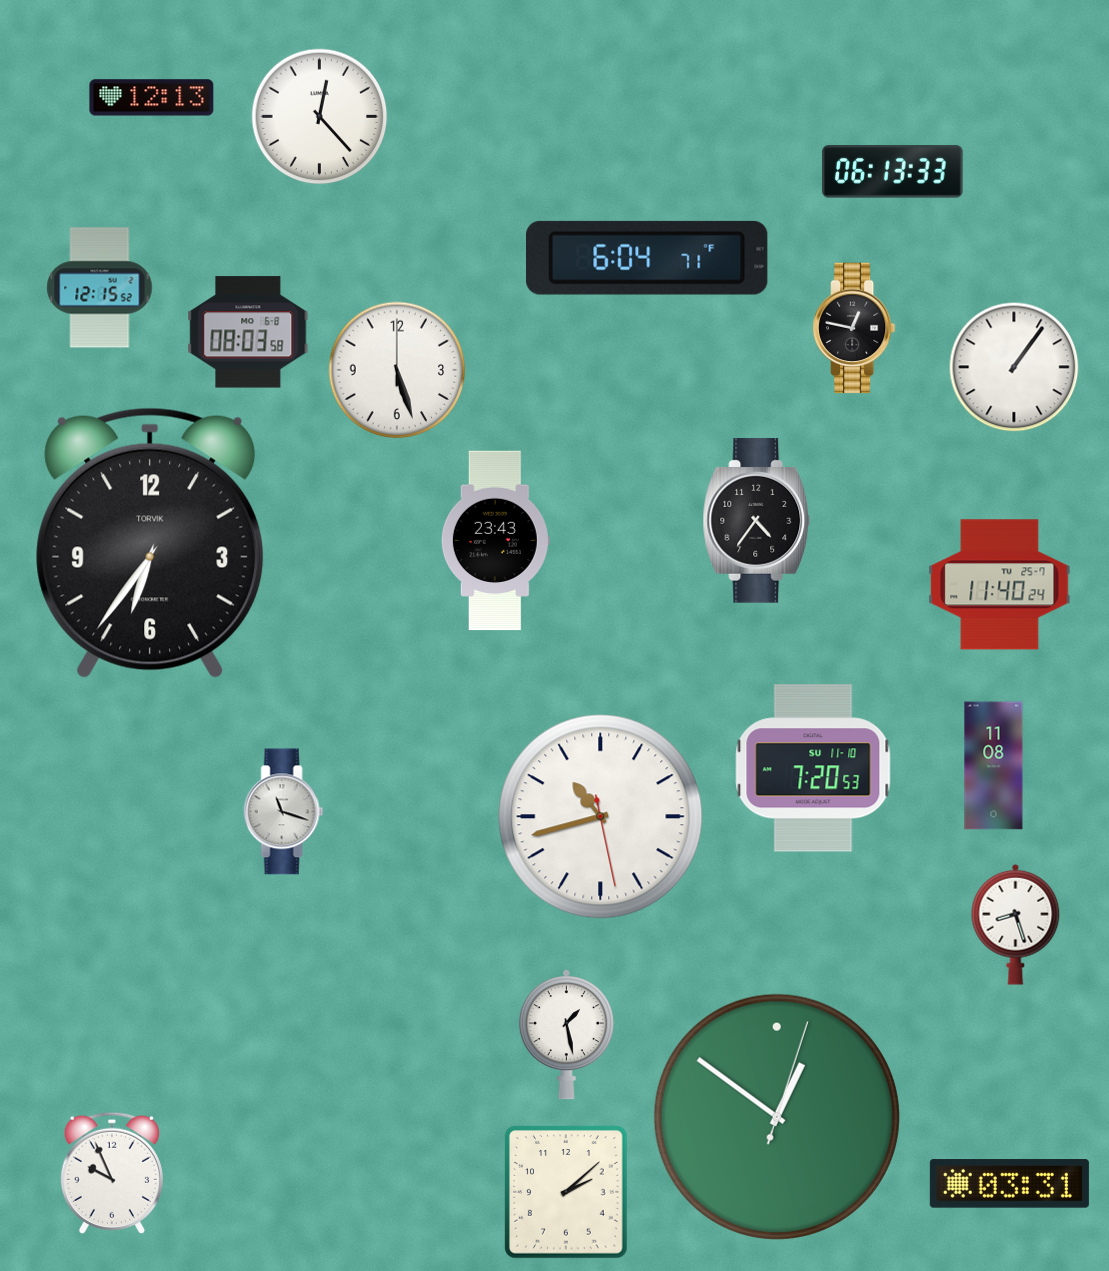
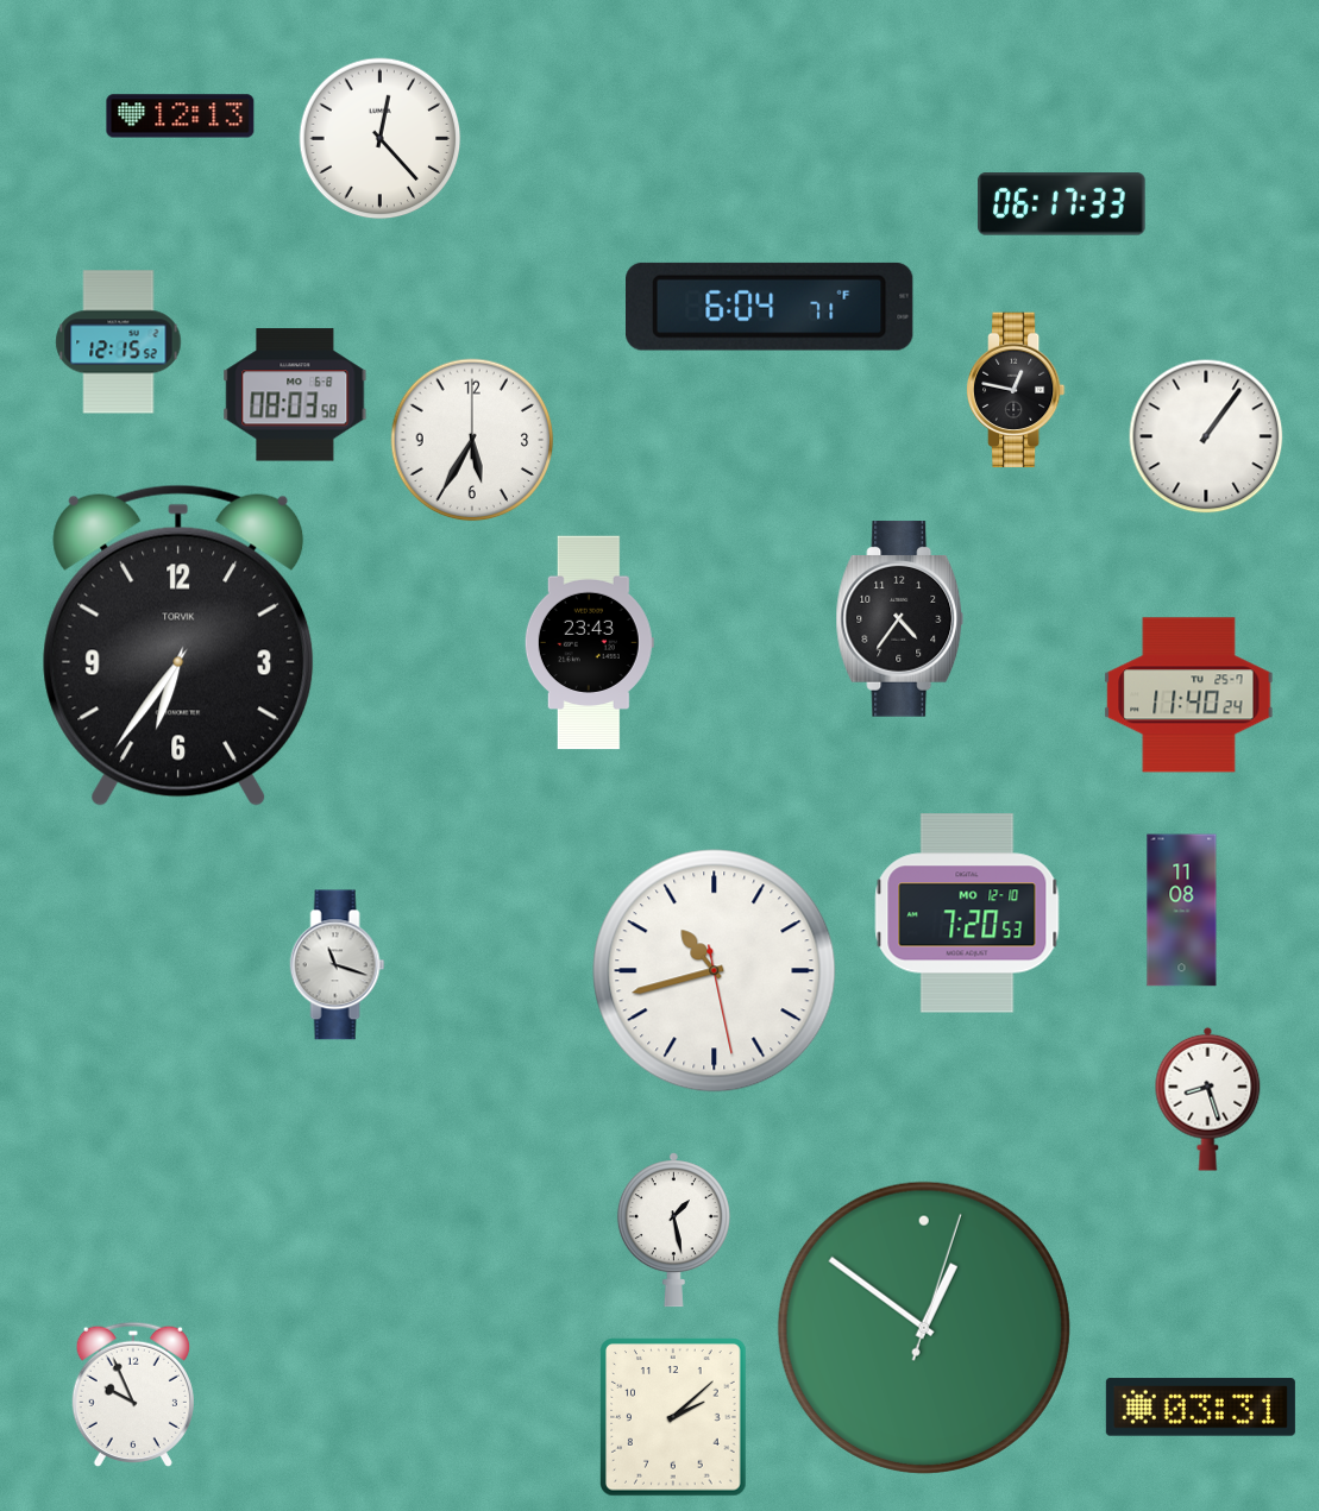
clock at (893, 172): 06:13 -> 06:17
clock at (397, 370): 5:27 -> 5:35
clock at (813, 768) date: SU 11-10 -> MO 12-10
